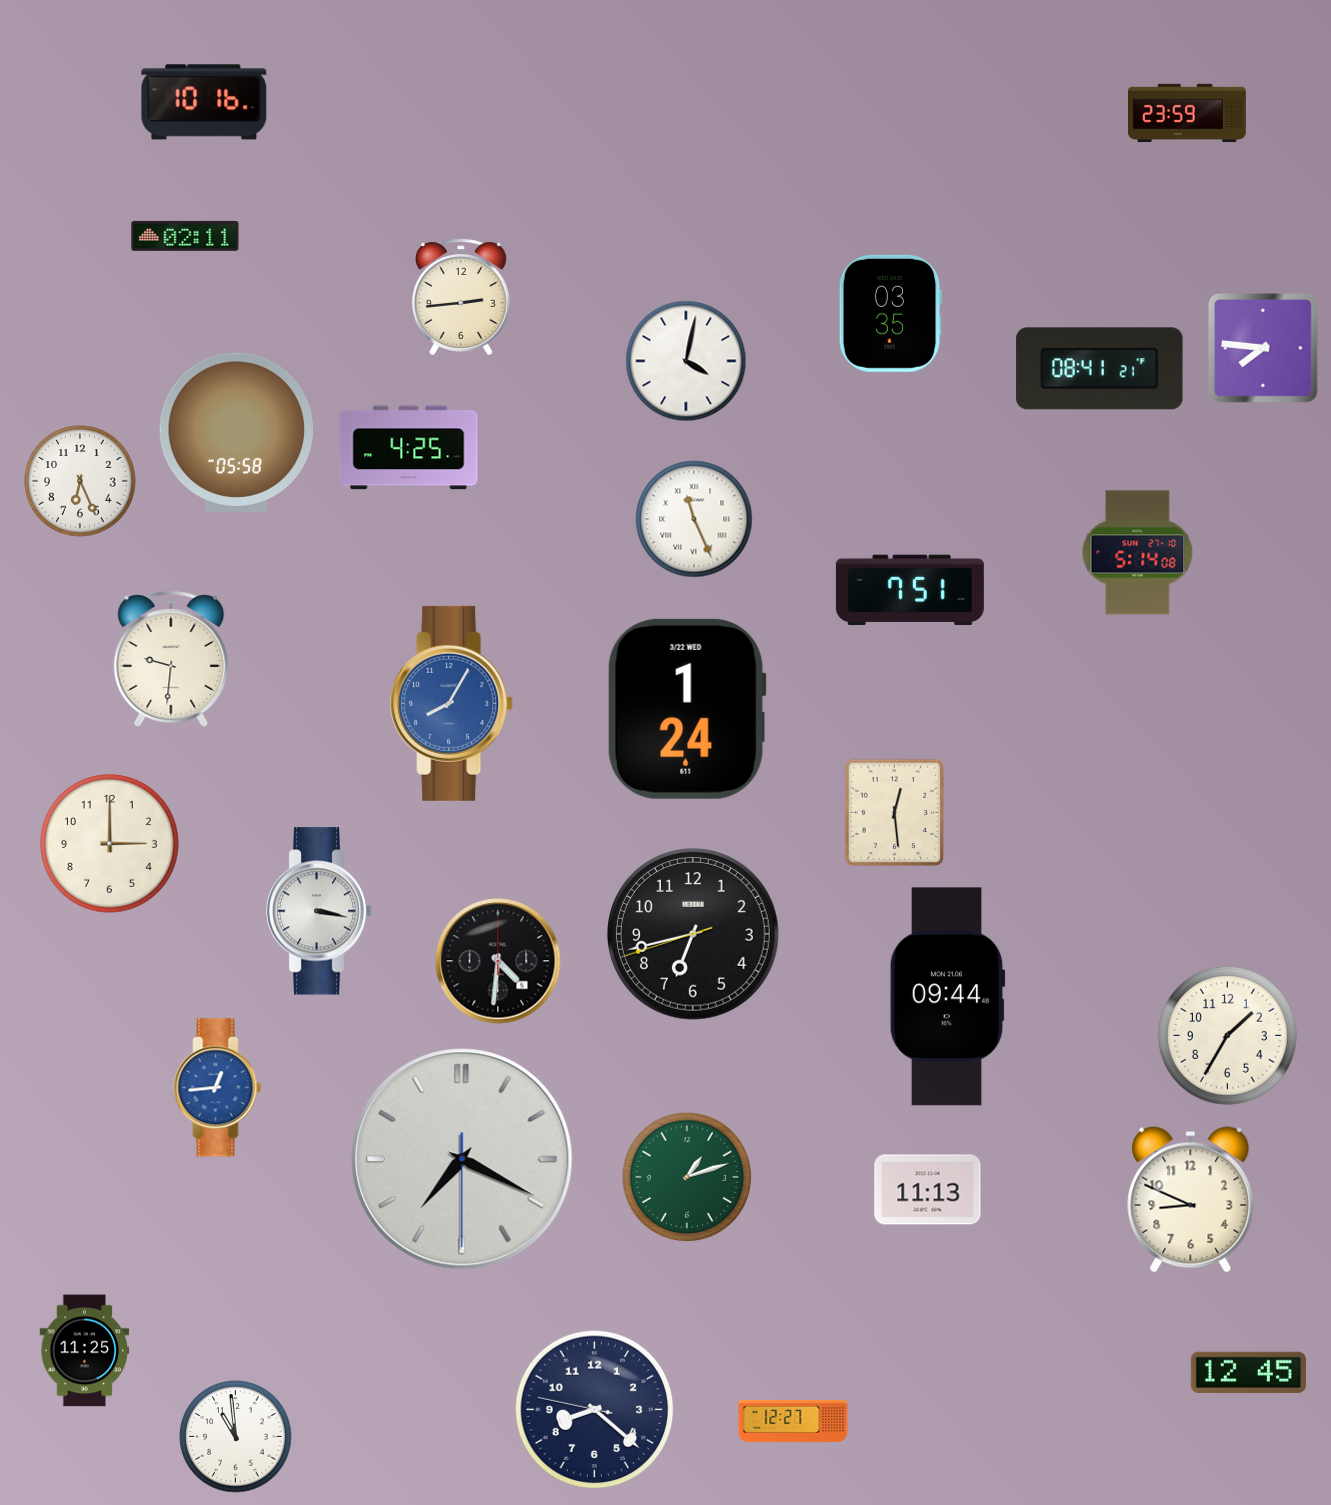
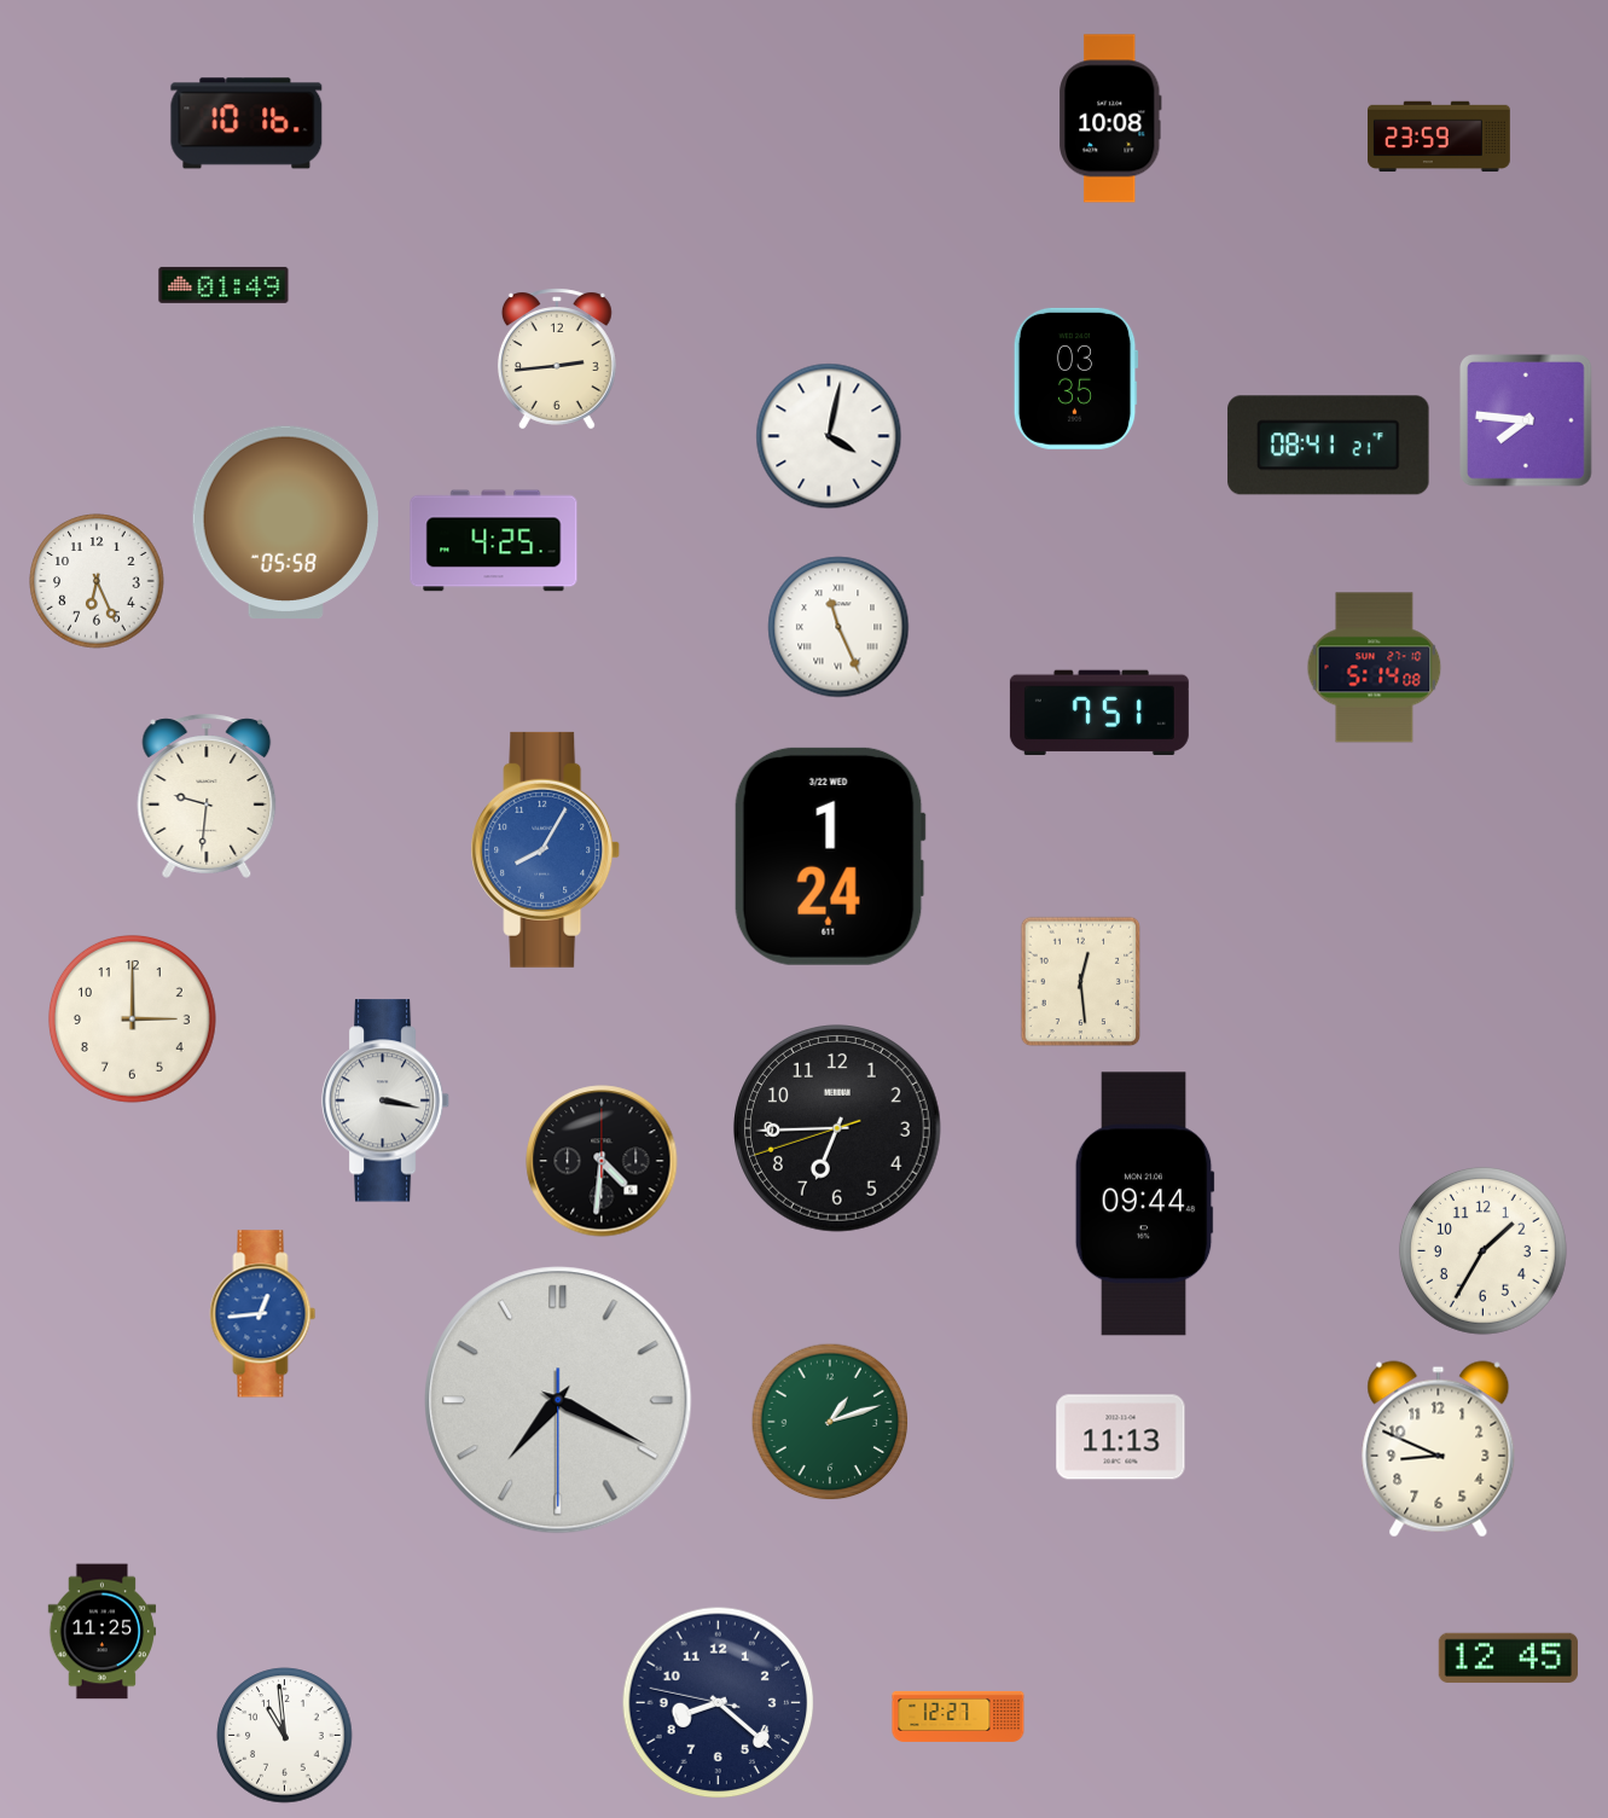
clock at (1111, 118): none -> 10:08
clock at (1188, 113) position: (1188, 113) -> (1440, 137)
clock at (185, 236): 02:11 -> 01:49
clock at (693, 934): 6:42 -> 6:44
